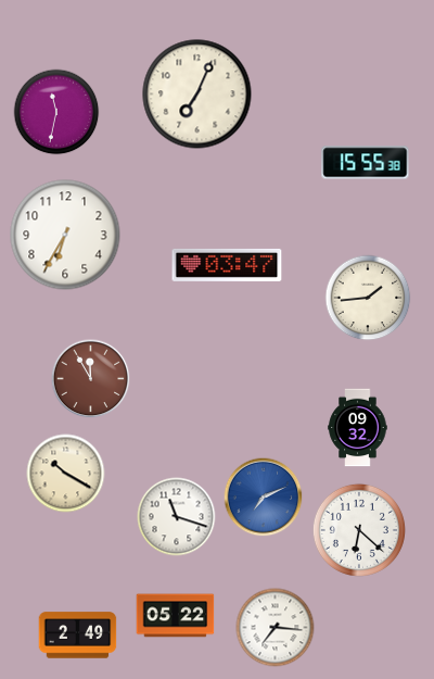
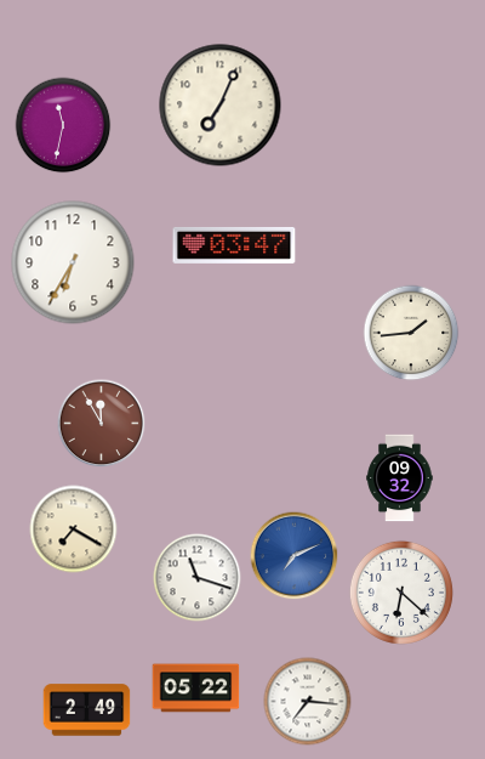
clock at (366, 163): 15:55 -> none
clock at (227, 265) position: (227, 265) -> (234, 245)
clock at (66, 474): 10:20 -> 7:20
